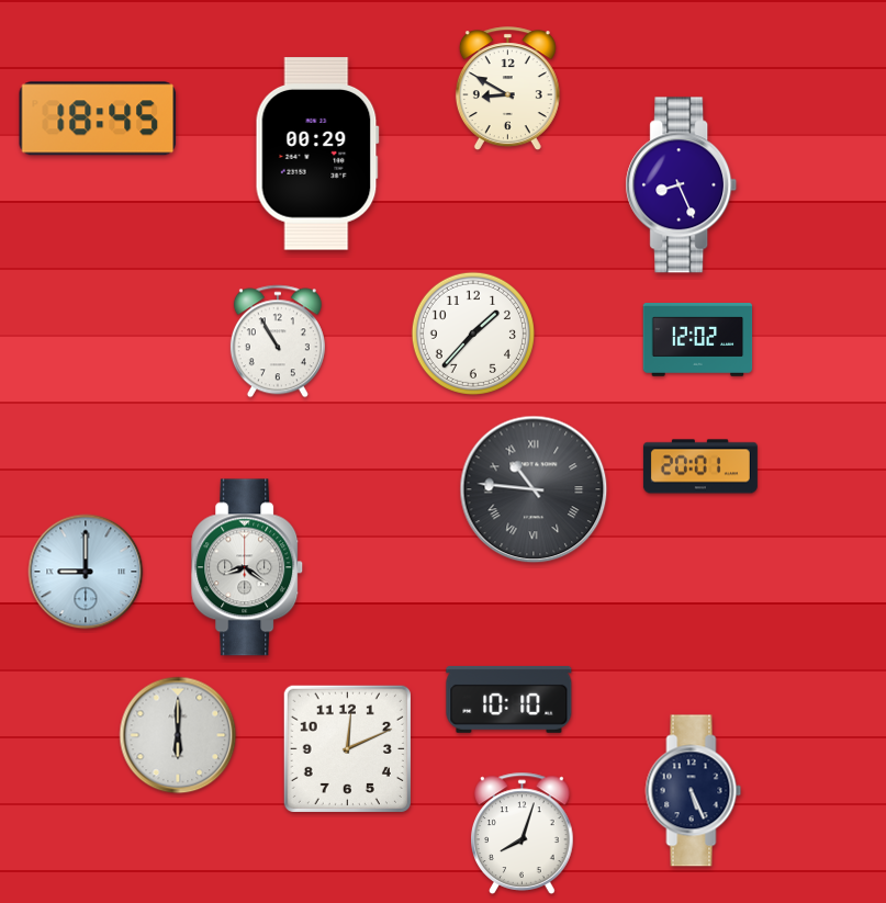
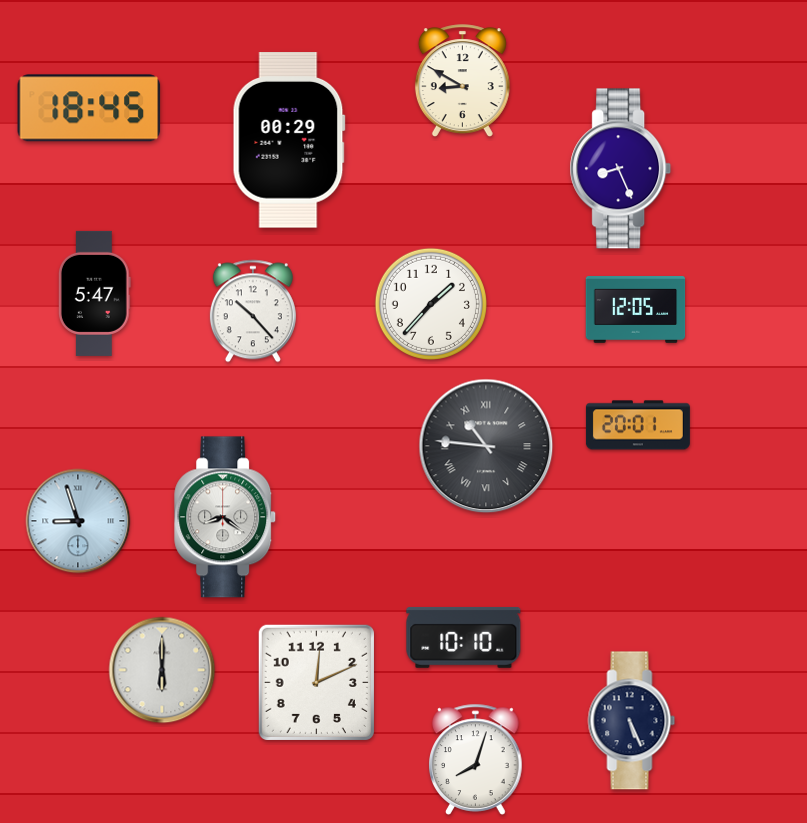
clock at (94, 293): none -> 5:47
clock at (698, 340): 12:02 -> 12:05
clock at (278, 341): 10:55 -> 10:23
clock at (86, 572): 9:00 -> 8:57
